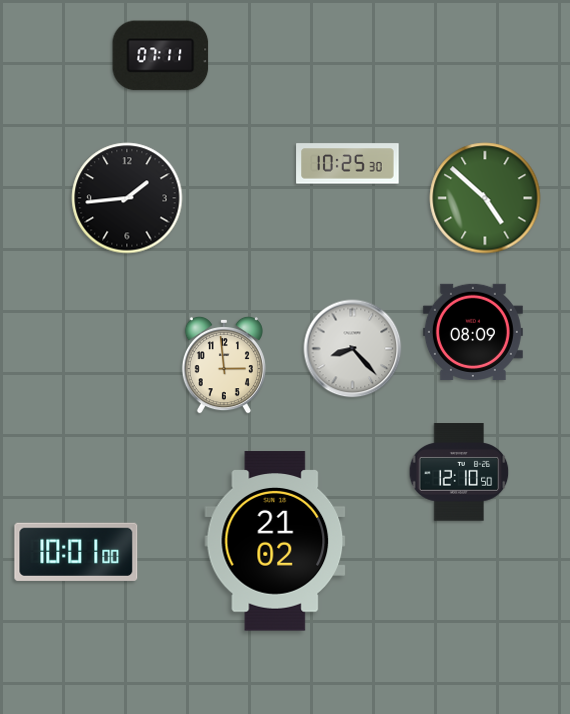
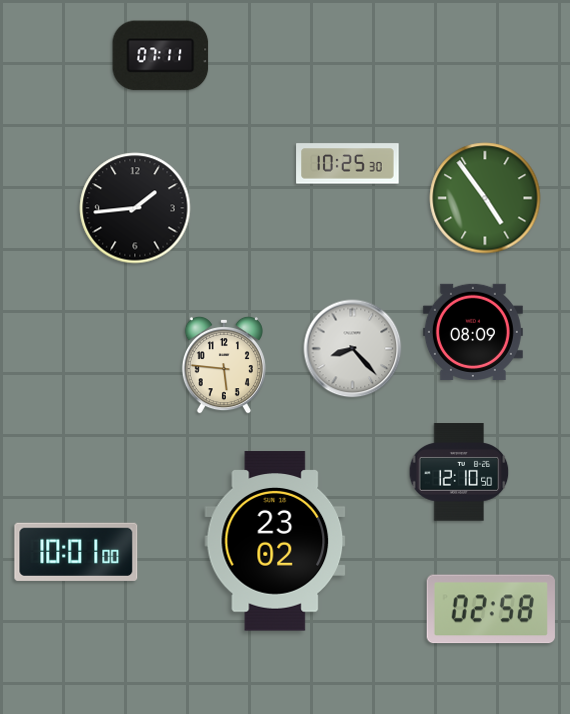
clock at (127, 198) position: (127, 198) -> (135, 208)
clock at (485, 198): 4:52 -> 4:54
clock at (224, 365): 2:59 -> 5:46
clock at (275, 541): 21:02 -> 23:02
clock at (491, 609): none -> 02:58
